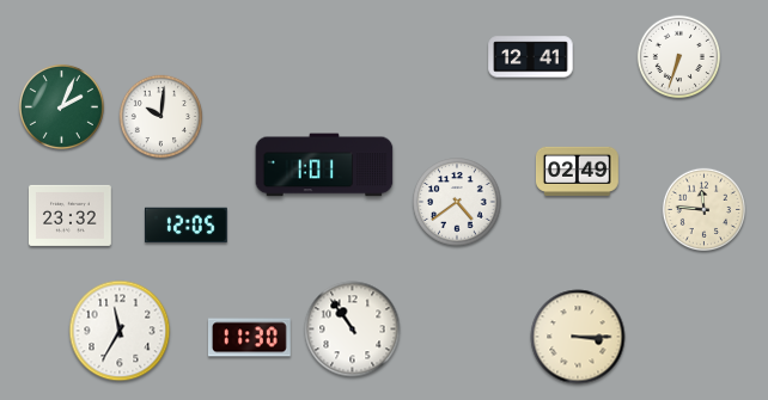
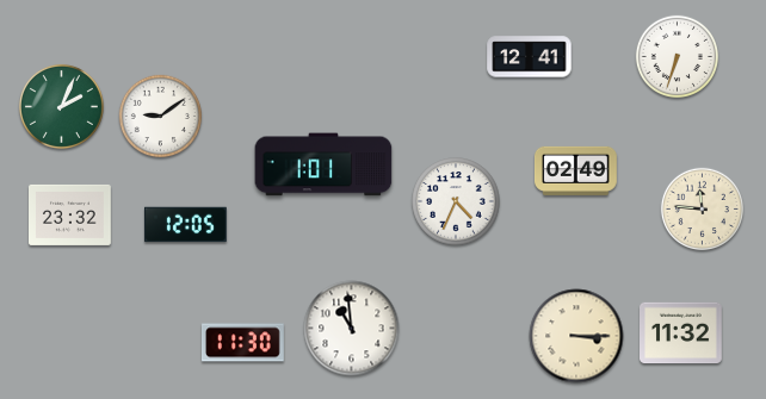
clock at (160, 116): 10:01 -> 9:09
clock at (457, 202): 4:39 -> 4:34
clock at (353, 330): 10:54 -> 10:59
clock at (120, 331): 11:35 -> none
clock at (681, 333): none -> 11:32
clock at (249, 338) position: (249, 338) -> (242, 343)
